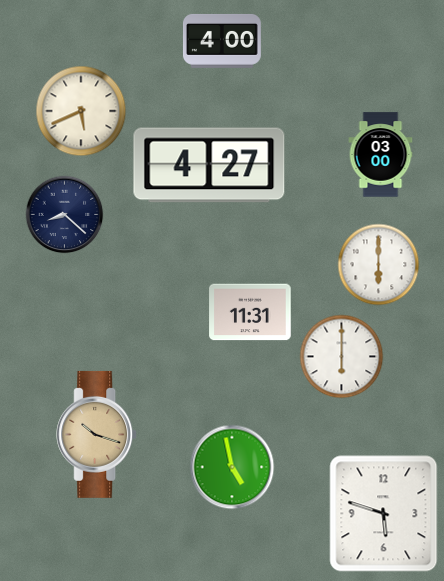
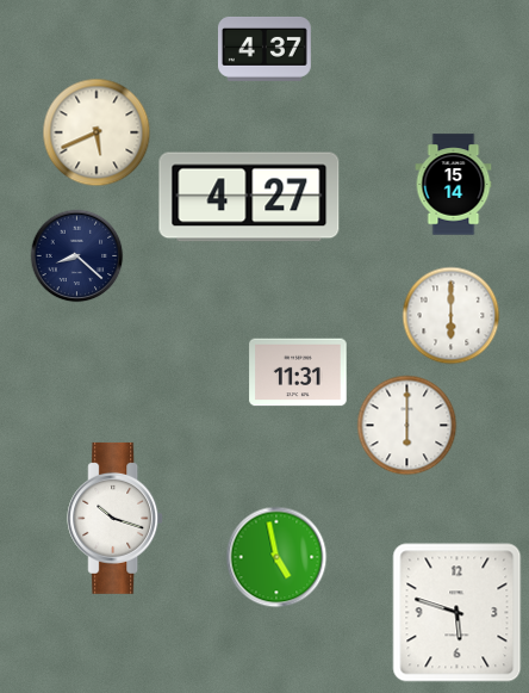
clock at (222, 41): 4:00 -> 4:37
clock at (381, 155): 03:00 -> 15:14
clock at (97, 434) dial: champagne -> white
